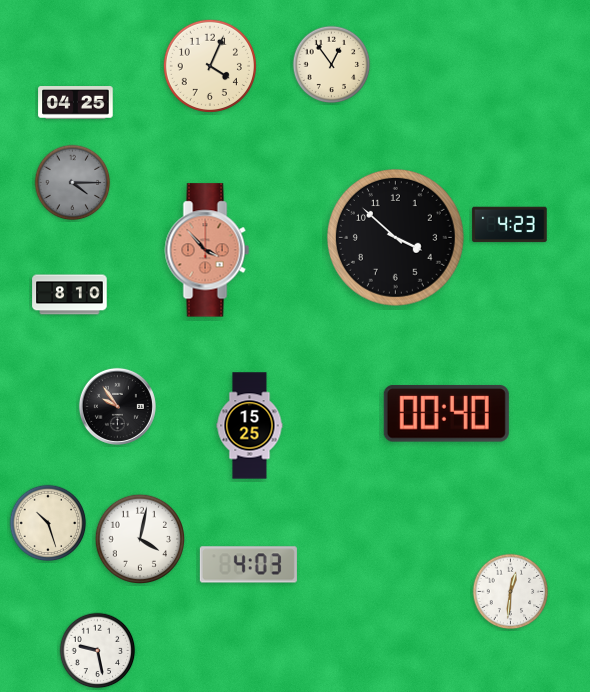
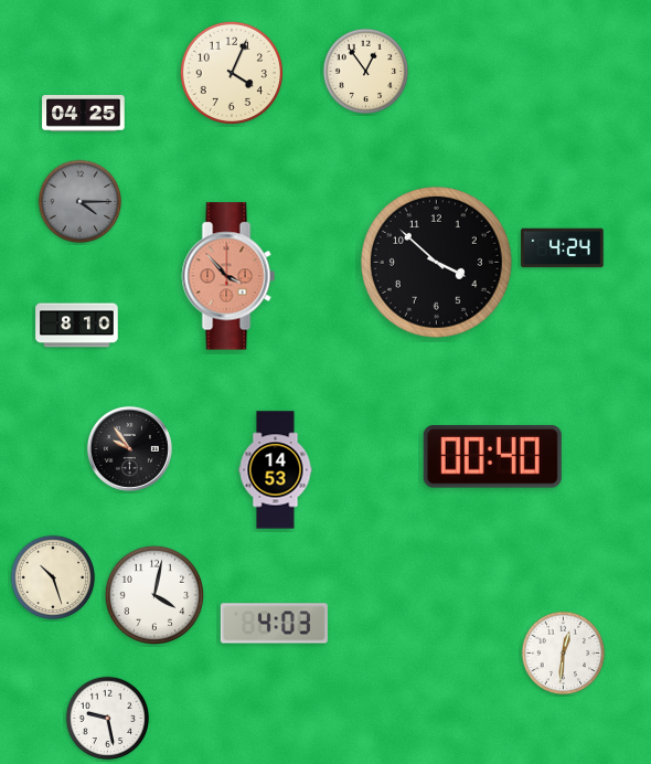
clock at (510, 225): 4:23 -> 4:24
clock at (250, 426): 15:25 -> 14:53
